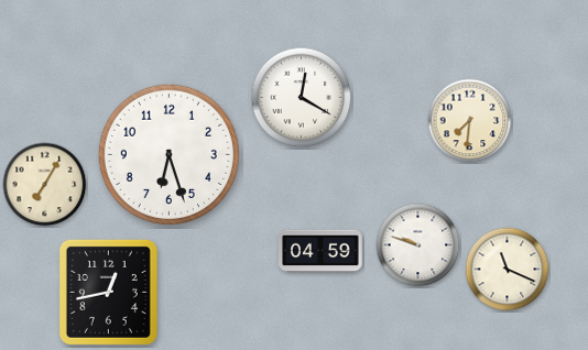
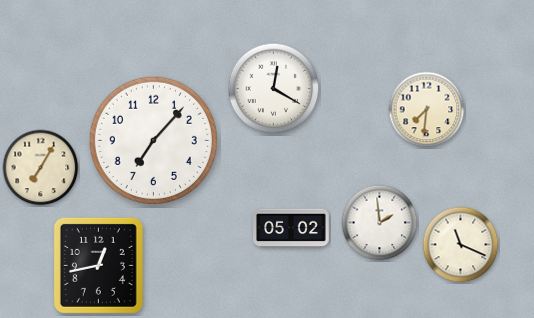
clock at (168, 154): 6:27 -> 7:07
clock at (418, 245): 9:48 -> 1:59
clock at (320, 251): 04:59 -> 05:02
